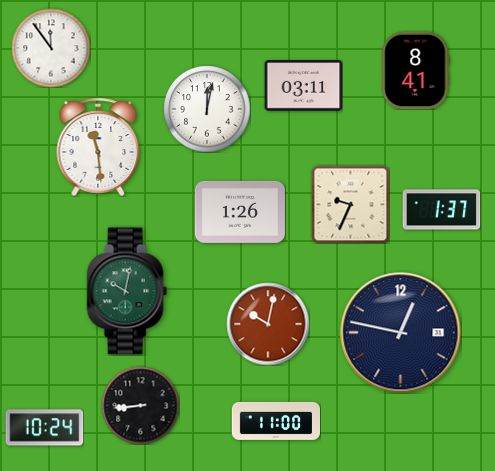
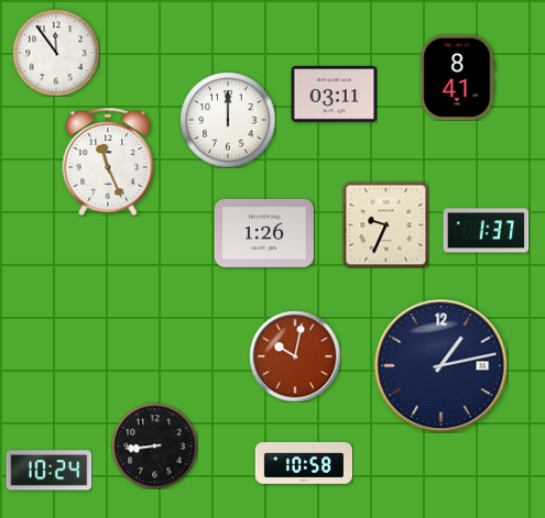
clock at (207, 109): 12:02 -> 12:00
clock at (98, 147): 11:29 -> 11:26
clock at (127, 291): 10:02 -> none
clock at (401, 333): 12:47 -> 1:13
clock at (275, 421): 11:00 -> 10:58
